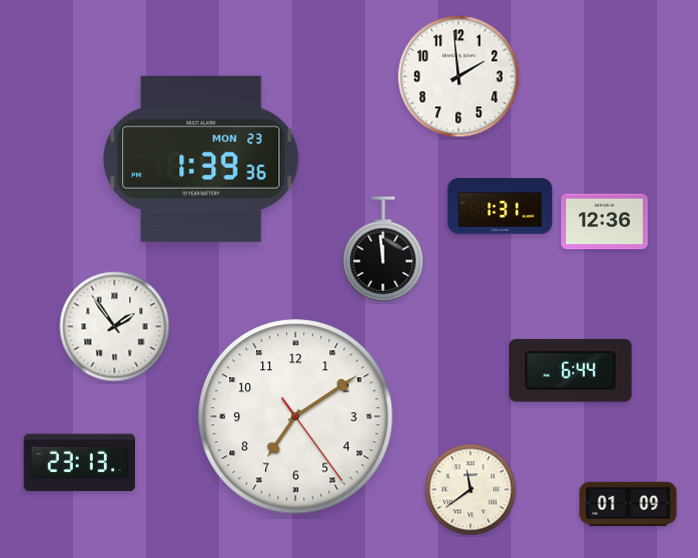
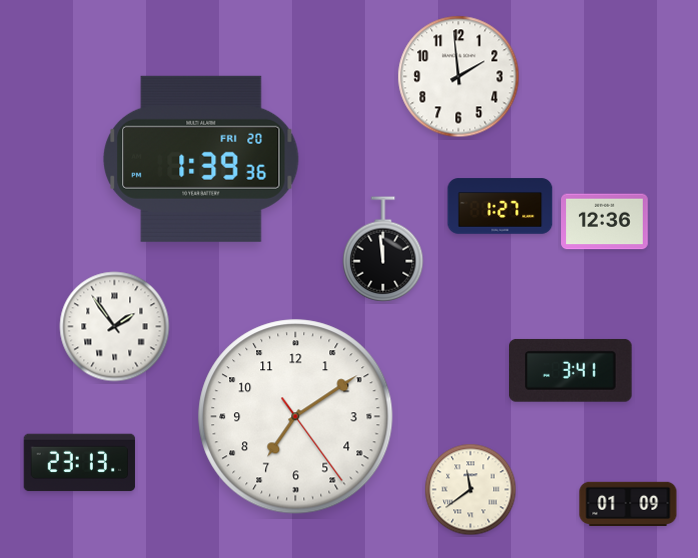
clock at (201, 159) date: MON 23 -> FRI 20
clock at (500, 206): 1:31 -> 1:27
clock at (571, 370): 6:44 -> 3:41
